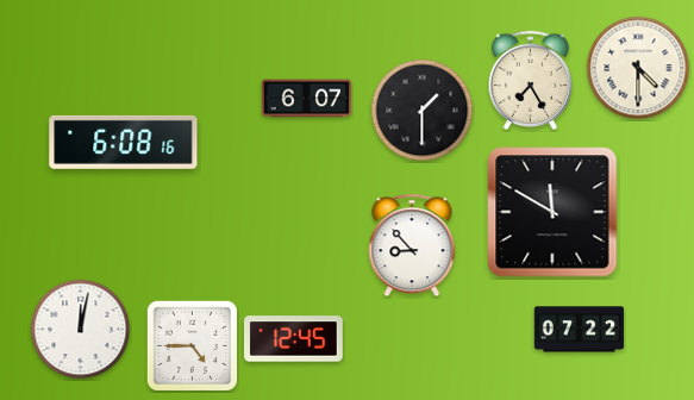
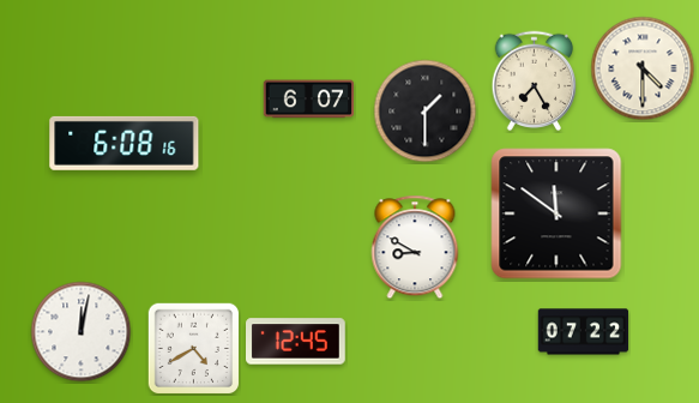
clock at (552, 212): 11:50 -> 11:51
clock at (412, 245): 8:53 -> 8:50
clock at (192, 345): 4:45 -> 4:40
